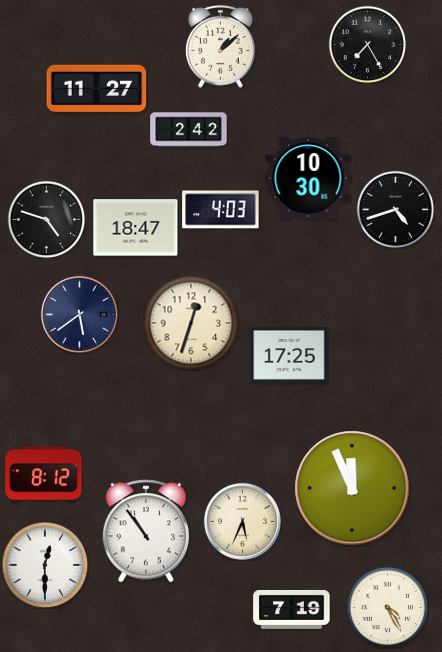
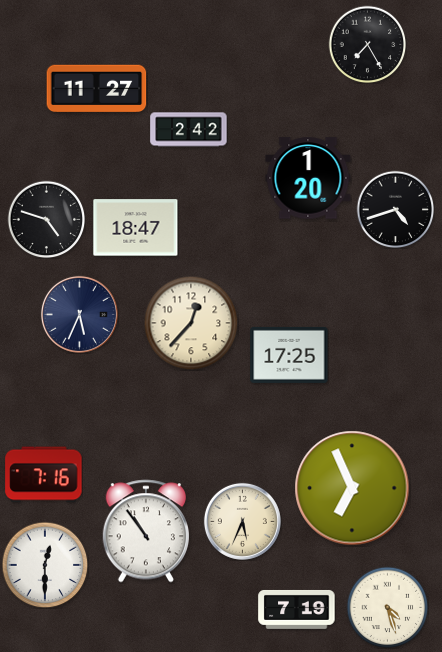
clock at (220, 46): 1:08 -> none
clock at (308, 178): 10:30 -> 1:20
clock at (221, 210): 4:03 -> none
clock at (79, 314): 5:39 -> 5:34
clock at (191, 323): 12:33 -> 12:37
clock at (44, 475): 8:12 -> 7:16
clock at (352, 488): 11:56 -> 6:56
clock at (387, 607): 4:25 -> 4:27
clock at (292, 609) position: (292, 609) -> (297, 609)
